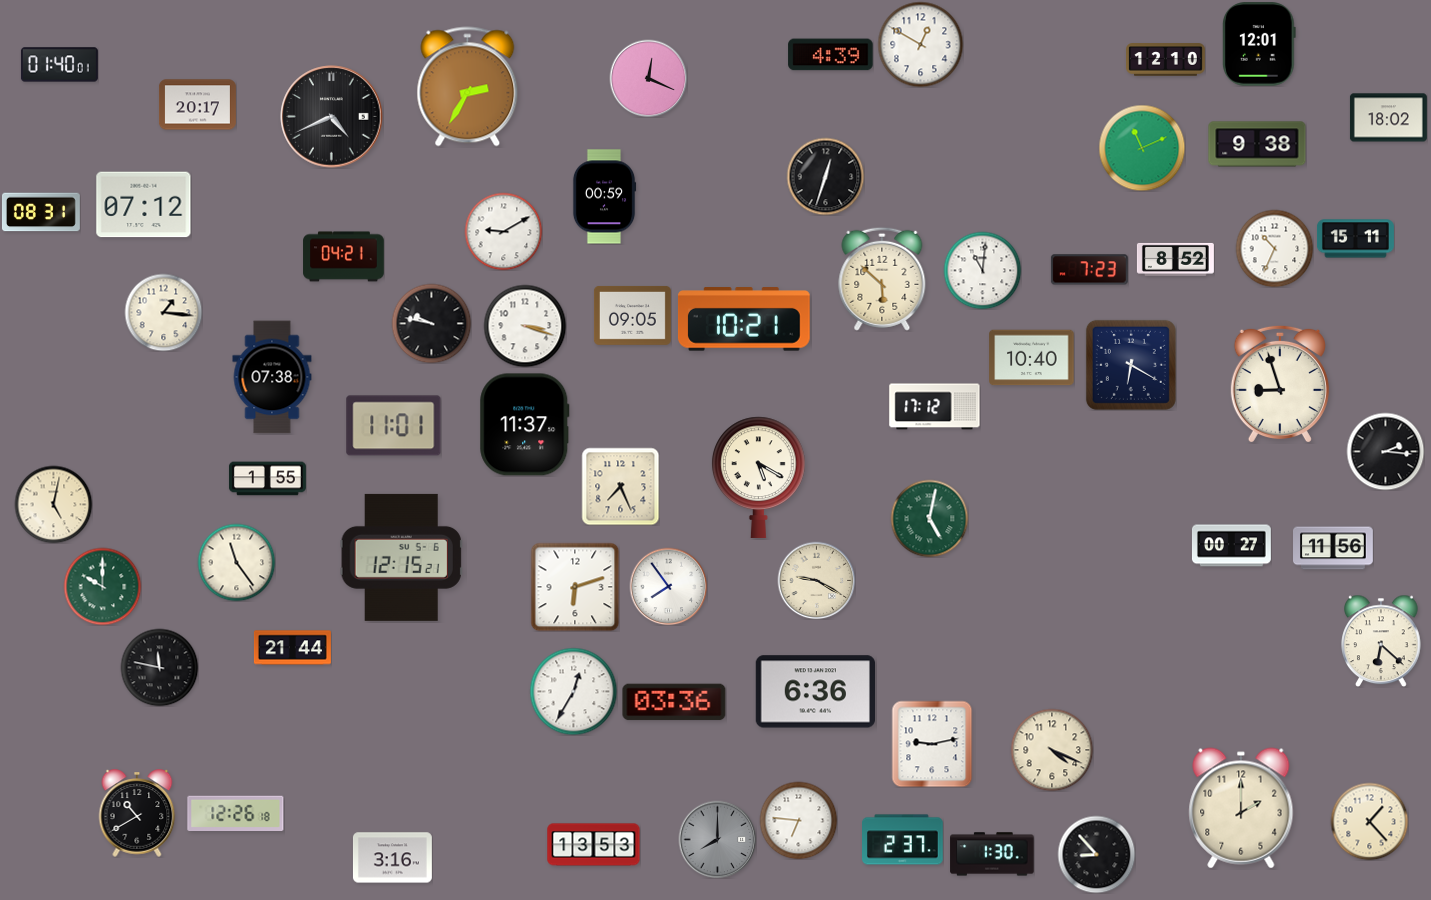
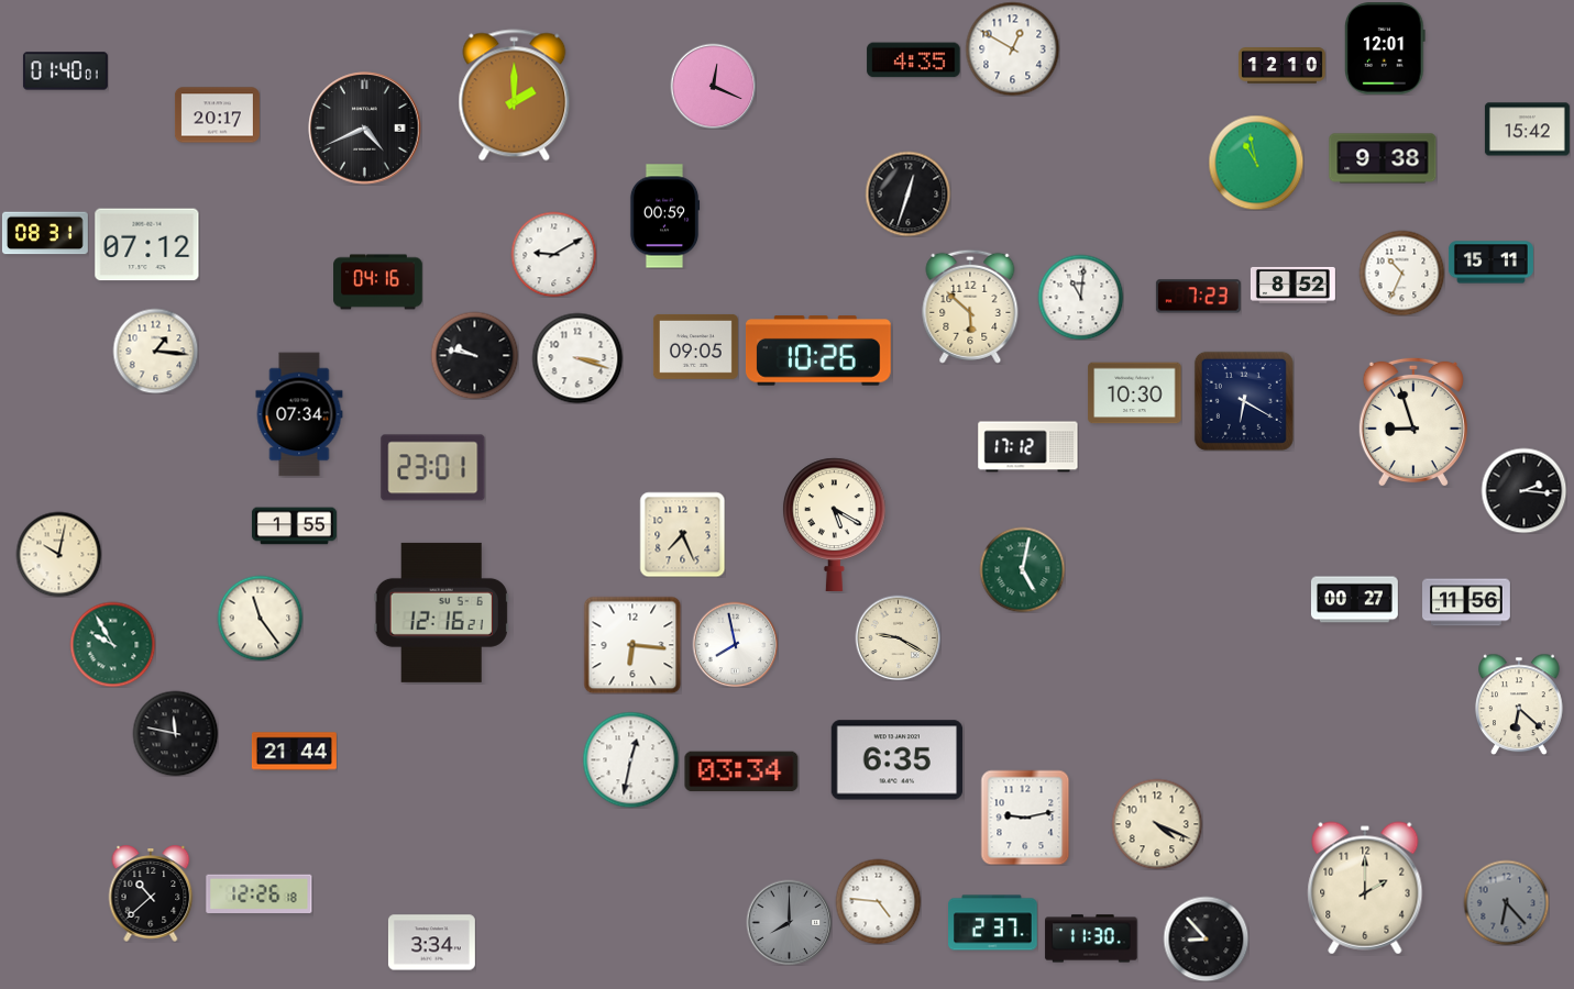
clock at (831, 55): 4:39 -> 4:35
clock at (468, 87): 2:35 -> 2:00
clock at (1388, 118): 18:02 -> 15:42
clock at (1142, 148): 11:11 -> 10:58
clock at (144, 205) position: (144, 205) -> (147, 245)
clock at (344, 257): 04:21 -> 04:16
clock at (163, 312) position: (163, 312) -> (155, 351)
clock at (744, 319): 10:21 -> 10:26
clock at (1032, 358): 10:40 -> 10:30
clock at (272, 377): 07:38 -> 07:34
clock at (1280, 384) position: (1280, 384) -> (1413, 422)
clock at (525, 425): 11:37 -> none
clock at (394, 426): 11:01 -> 23:01
clock at (1385, 451) position: (1385, 451) -> (1523, 490)
clock at (53, 504): 5:02 -> 10:02
clock at (401, 557): 12:15 -> 12:16
clock at (102, 586): 10:00 -> 9:55
clock at (668, 586): 7:54 -> 7:58
clock at (575, 587): 6:12 -> 6:16
clock at (292, 648) position: (292, 648) -> (294, 752)
clock at (573, 691): 12:35 -> 12:32
clock at (815, 692): 6:36 -> 6:35
clock at (674, 702): 03:36 -> 03:34
clock at (137, 813): 10:40 -> 10:38
clock at (798, 820): 6:46 -> 4:46
clock at (1369, 821): 1:23 -> 6:23
clock at (1369, 821) dial: cream -> grey
clock at (594, 845): 13:53 -> none
clock at (992, 854): 1:30 -> 11:30
clock at (392, 858): 3:16 -> 3:34
